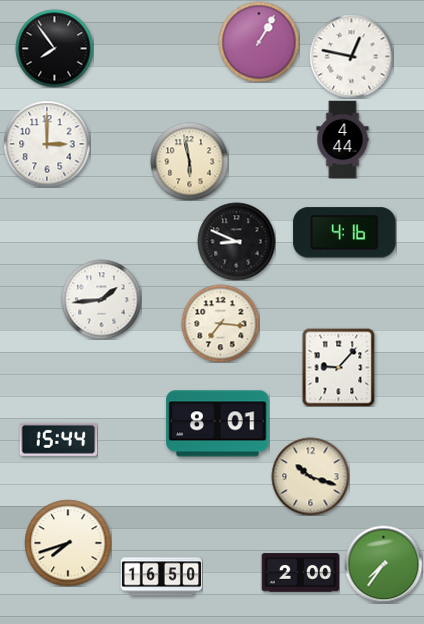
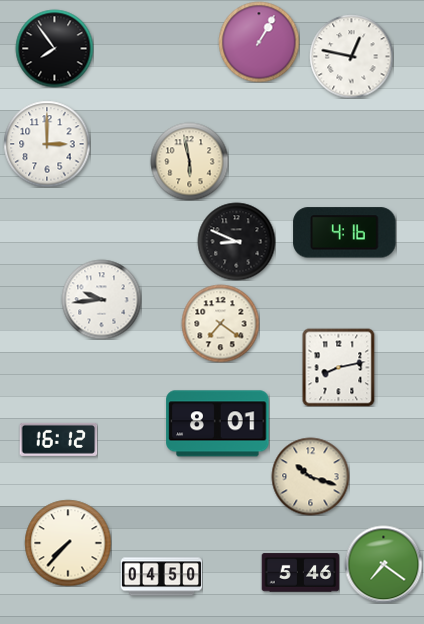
clock at (343, 139): 4:44 -> none
clock at (101, 299): 1:44 -> 9:44
clock at (220, 323): 7:16 -> 7:21
clock at (339, 367): 9:07 -> 8:13
clock at (58, 439): 15:44 -> 16:12
clock at (68, 543): 7:42 -> 7:37
clock at (383, 564): 7:36 -> 7:21
clock at (300, 573): 2:00 -> 5:46
clock at (161, 577): 16:50 -> 04:50
